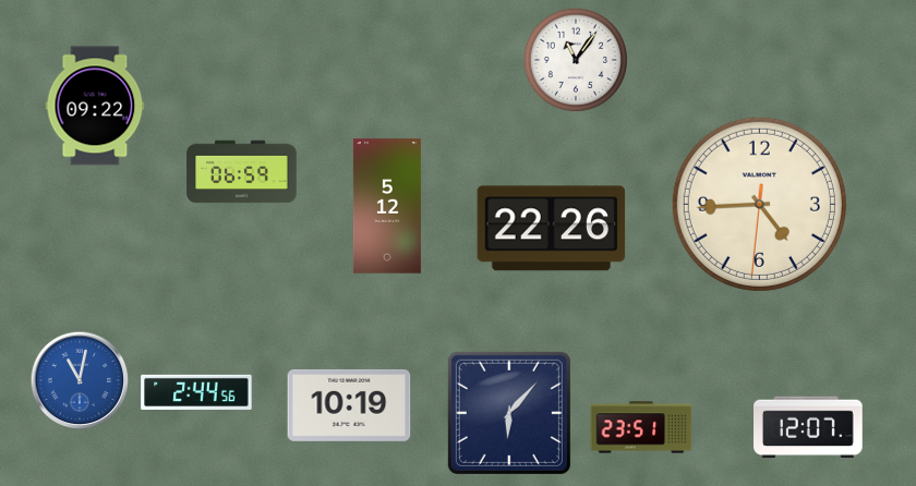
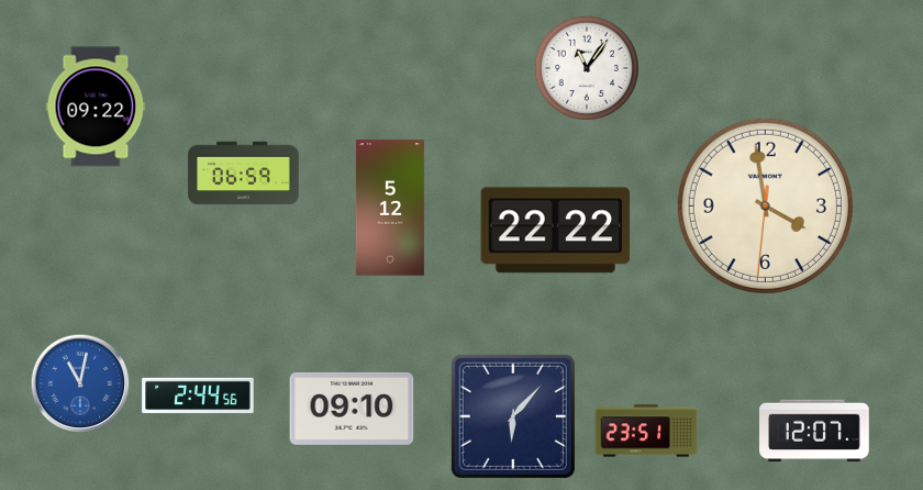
clock at (576, 60) position: (576, 60) -> (587, 68)
clock at (759, 204): 4:44 -> 3:58
clock at (552, 229): 22:26 -> 22:22
clock at (349, 405): 10:19 -> 09:10
